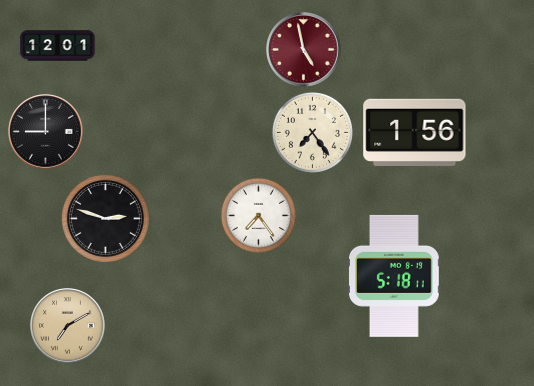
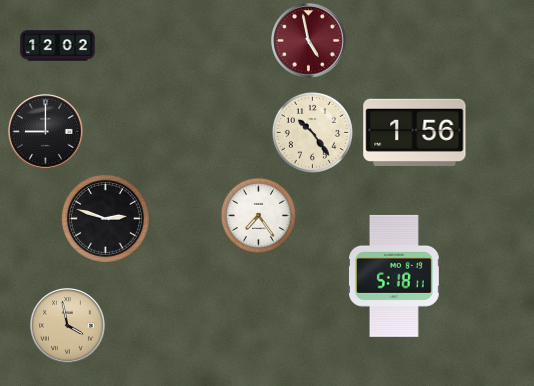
clock at (58, 46): 12:01 -> 12:02
clock at (304, 50) position: (304, 50) -> (309, 41)
clock at (312, 132): 7:24 -> 10:24
clock at (68, 326): 7:10 -> 3:58
